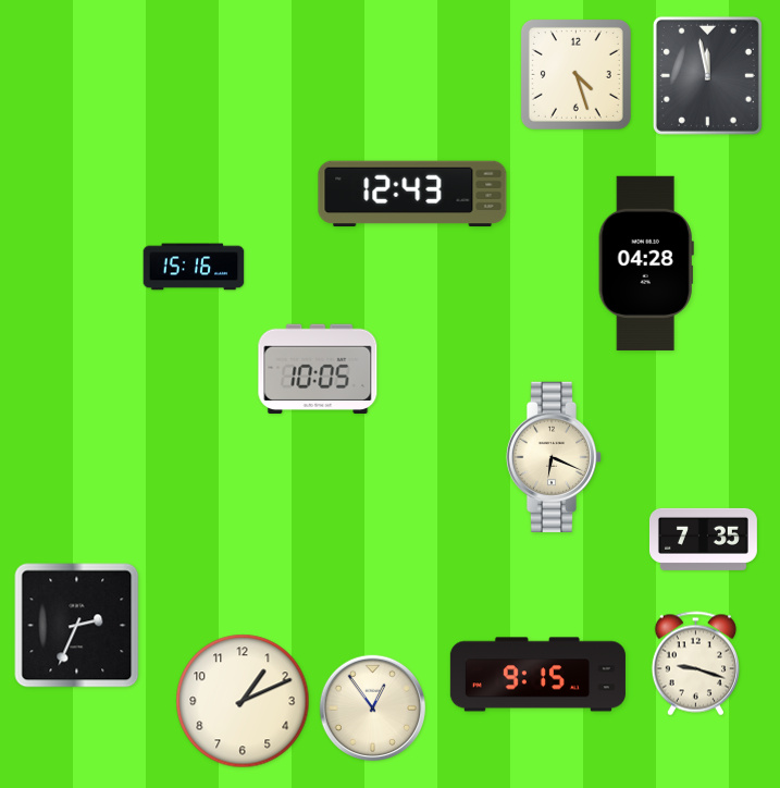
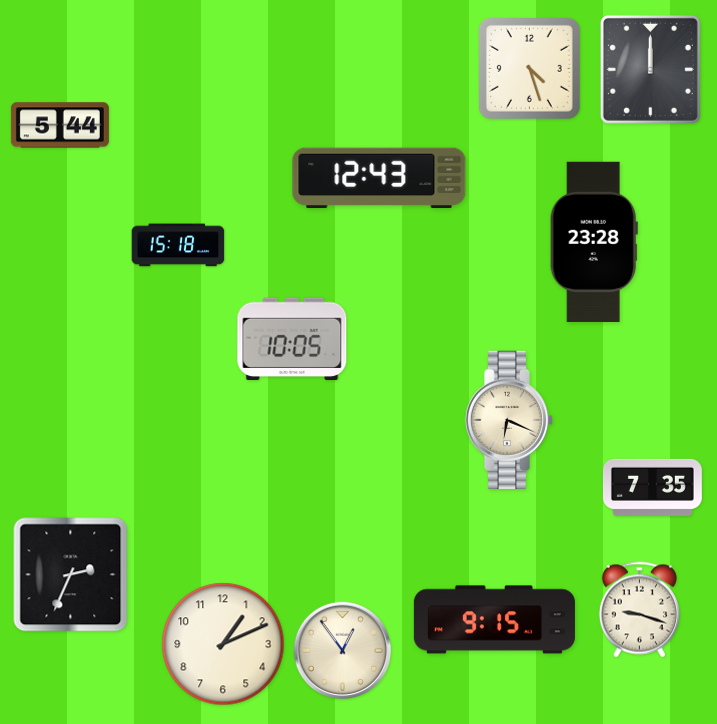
clock at (707, 75): 11:58 -> 12:00
clock at (60, 125): none -> 5:44
clock at (646, 263): 04:28 -> 23:28
clock at (194, 267): 15:16 -> 15:18
clock at (703, 539) position: (703, 539) -> (652, 487)
